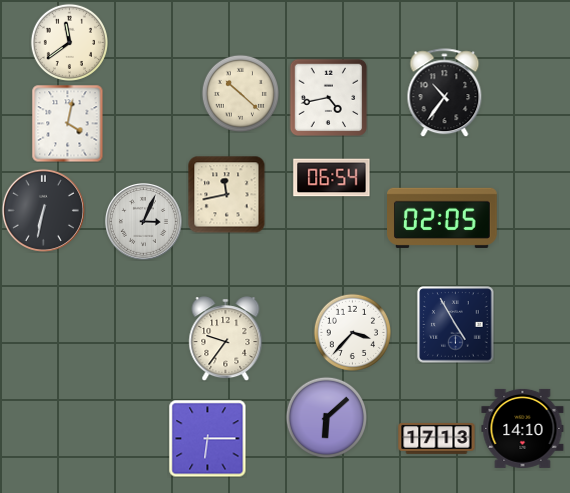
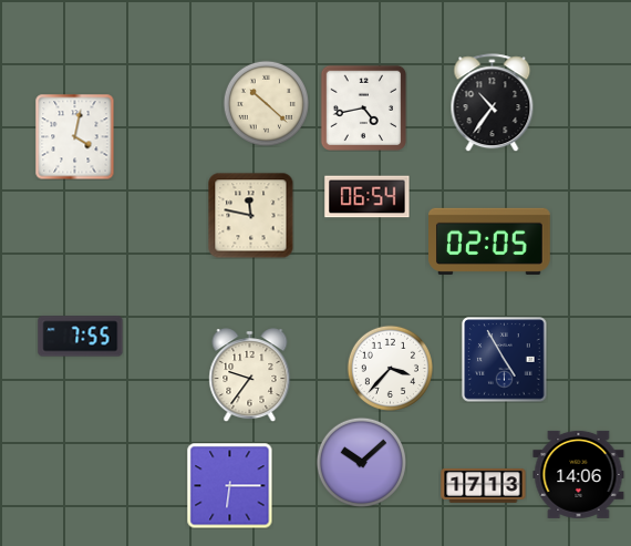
clock at (69, 42): 11:39 -> none
clock at (226, 194): 11:43 -> 11:47
clock at (43, 210): 6:32 -> none
clock at (144, 222): 3:04 -> none
clock at (81, 337): none -> 7:55
clock at (326, 417): 6:08 -> 10:08
clock at (523, 428): 14:10 -> 14:06
